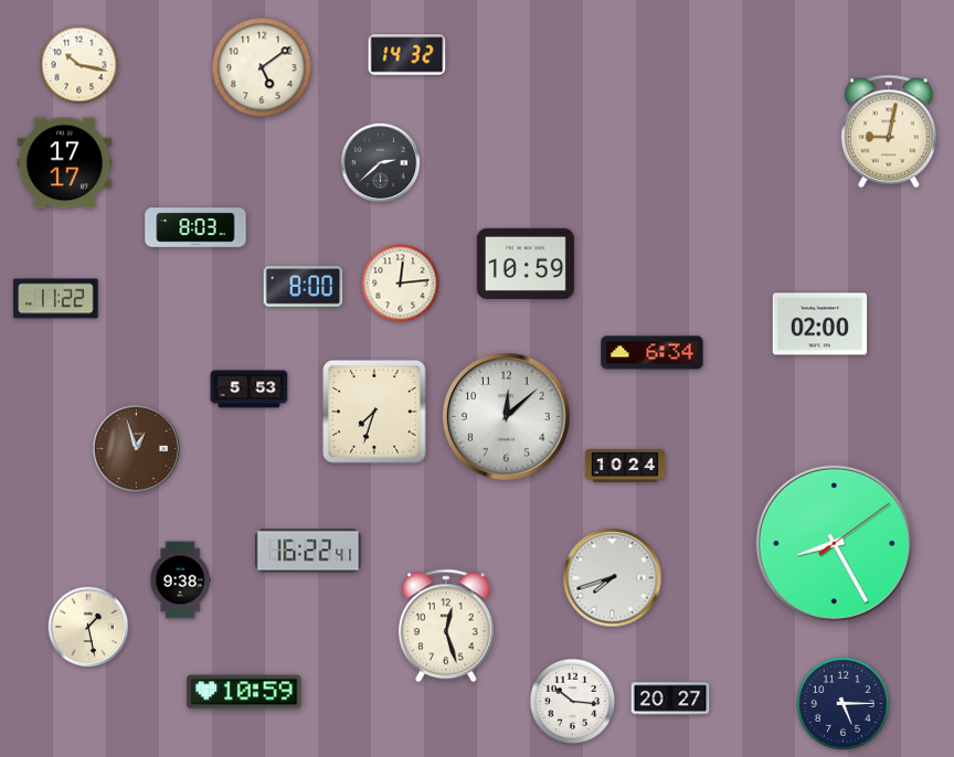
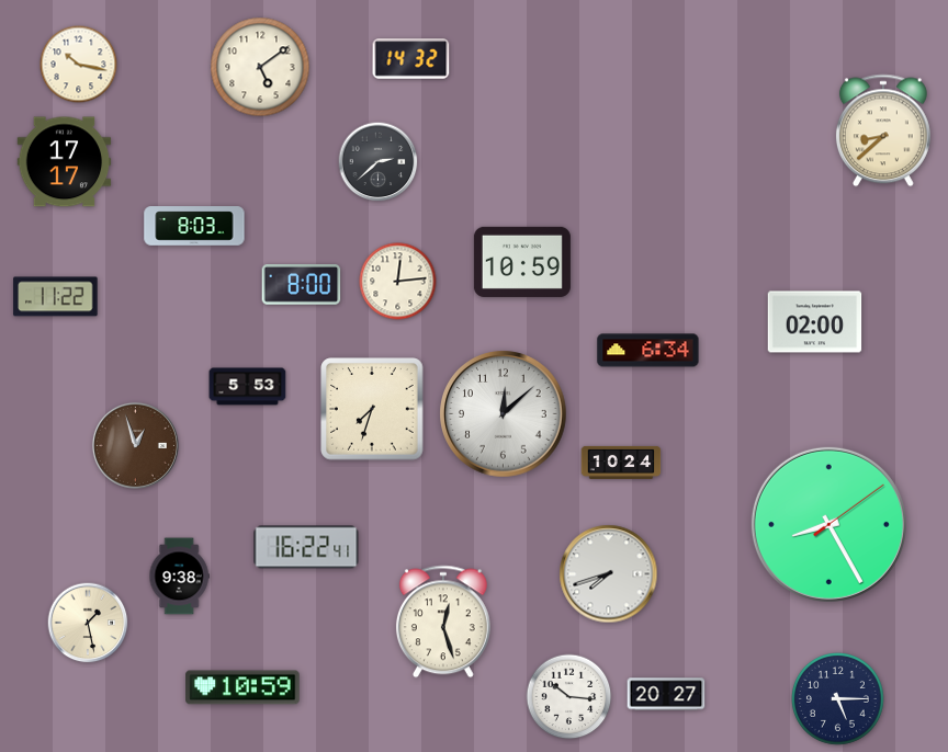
clock at (407, 55) position: (407, 55) -> (411, 59)
clock at (889, 131): 9:02 -> 8:38
clock at (834, 543) position: (834, 543) -> (828, 524)
